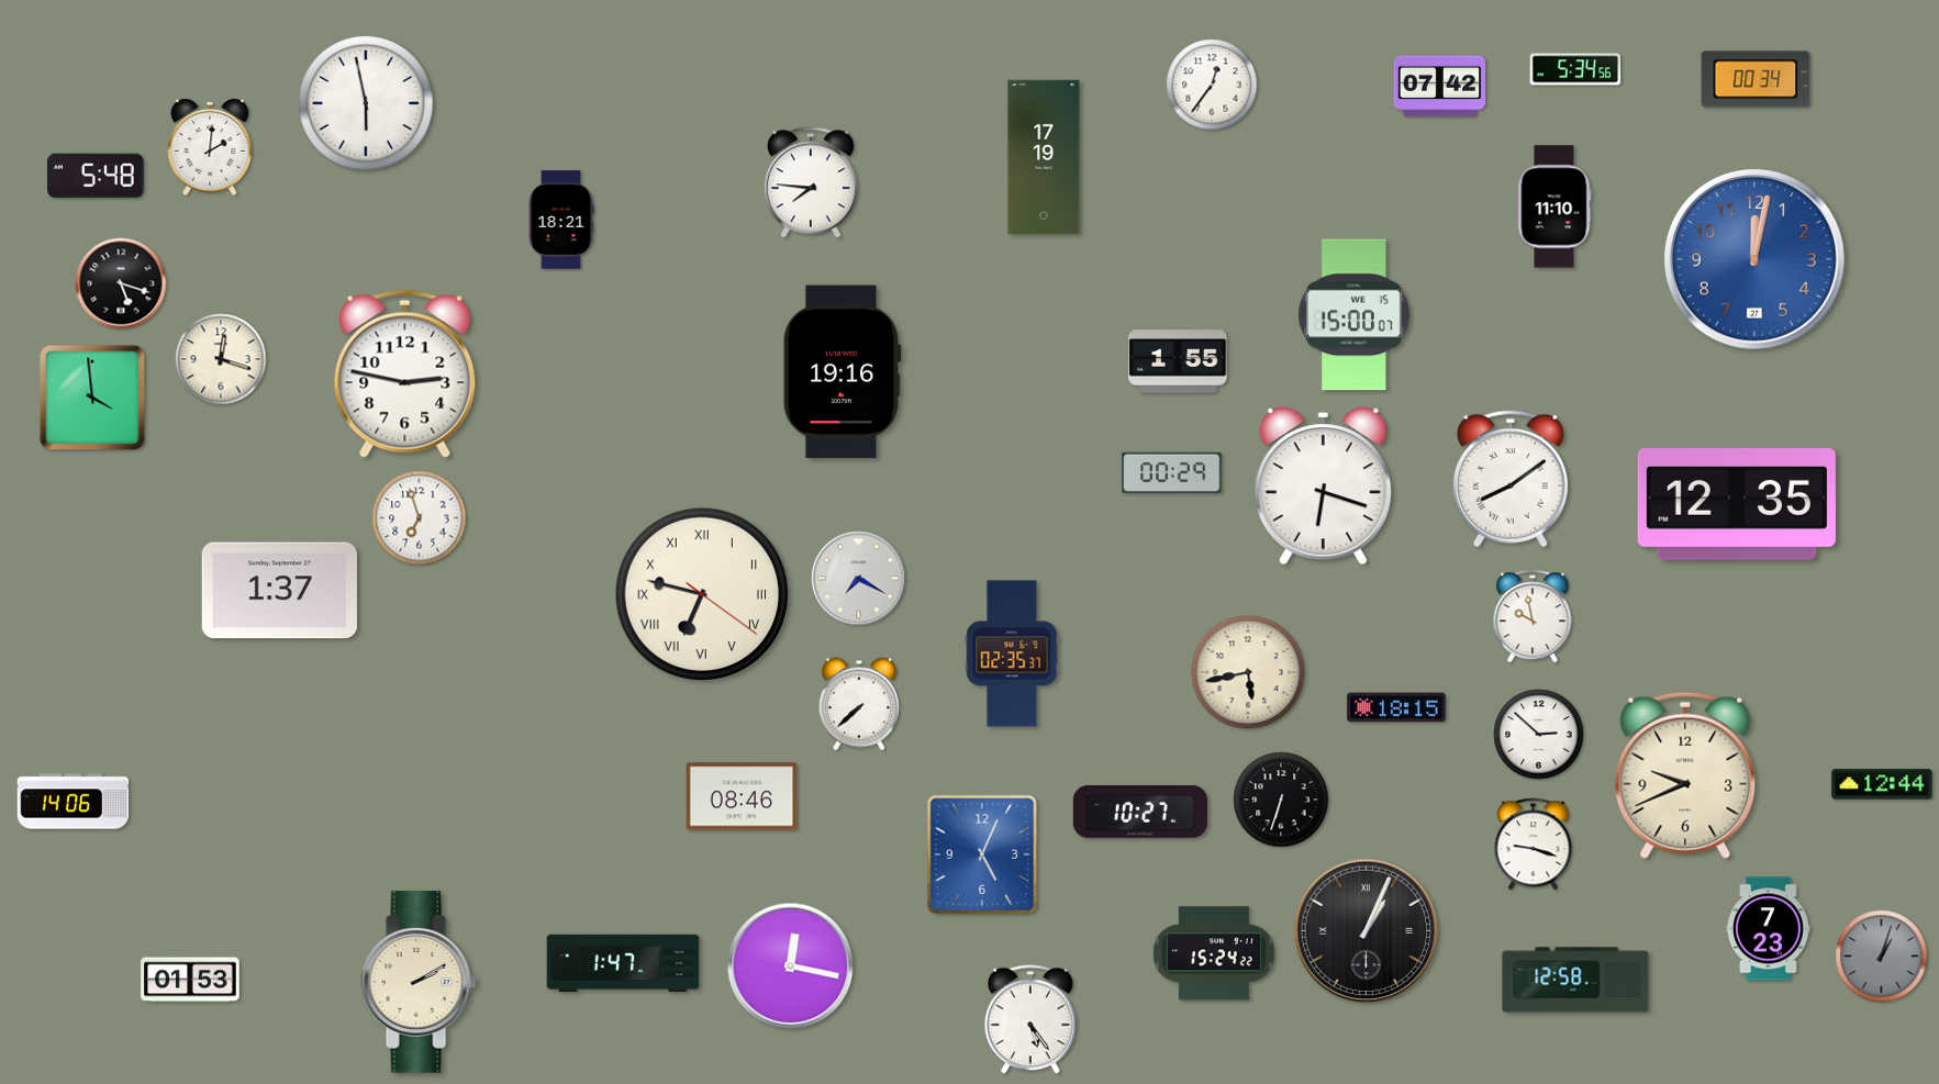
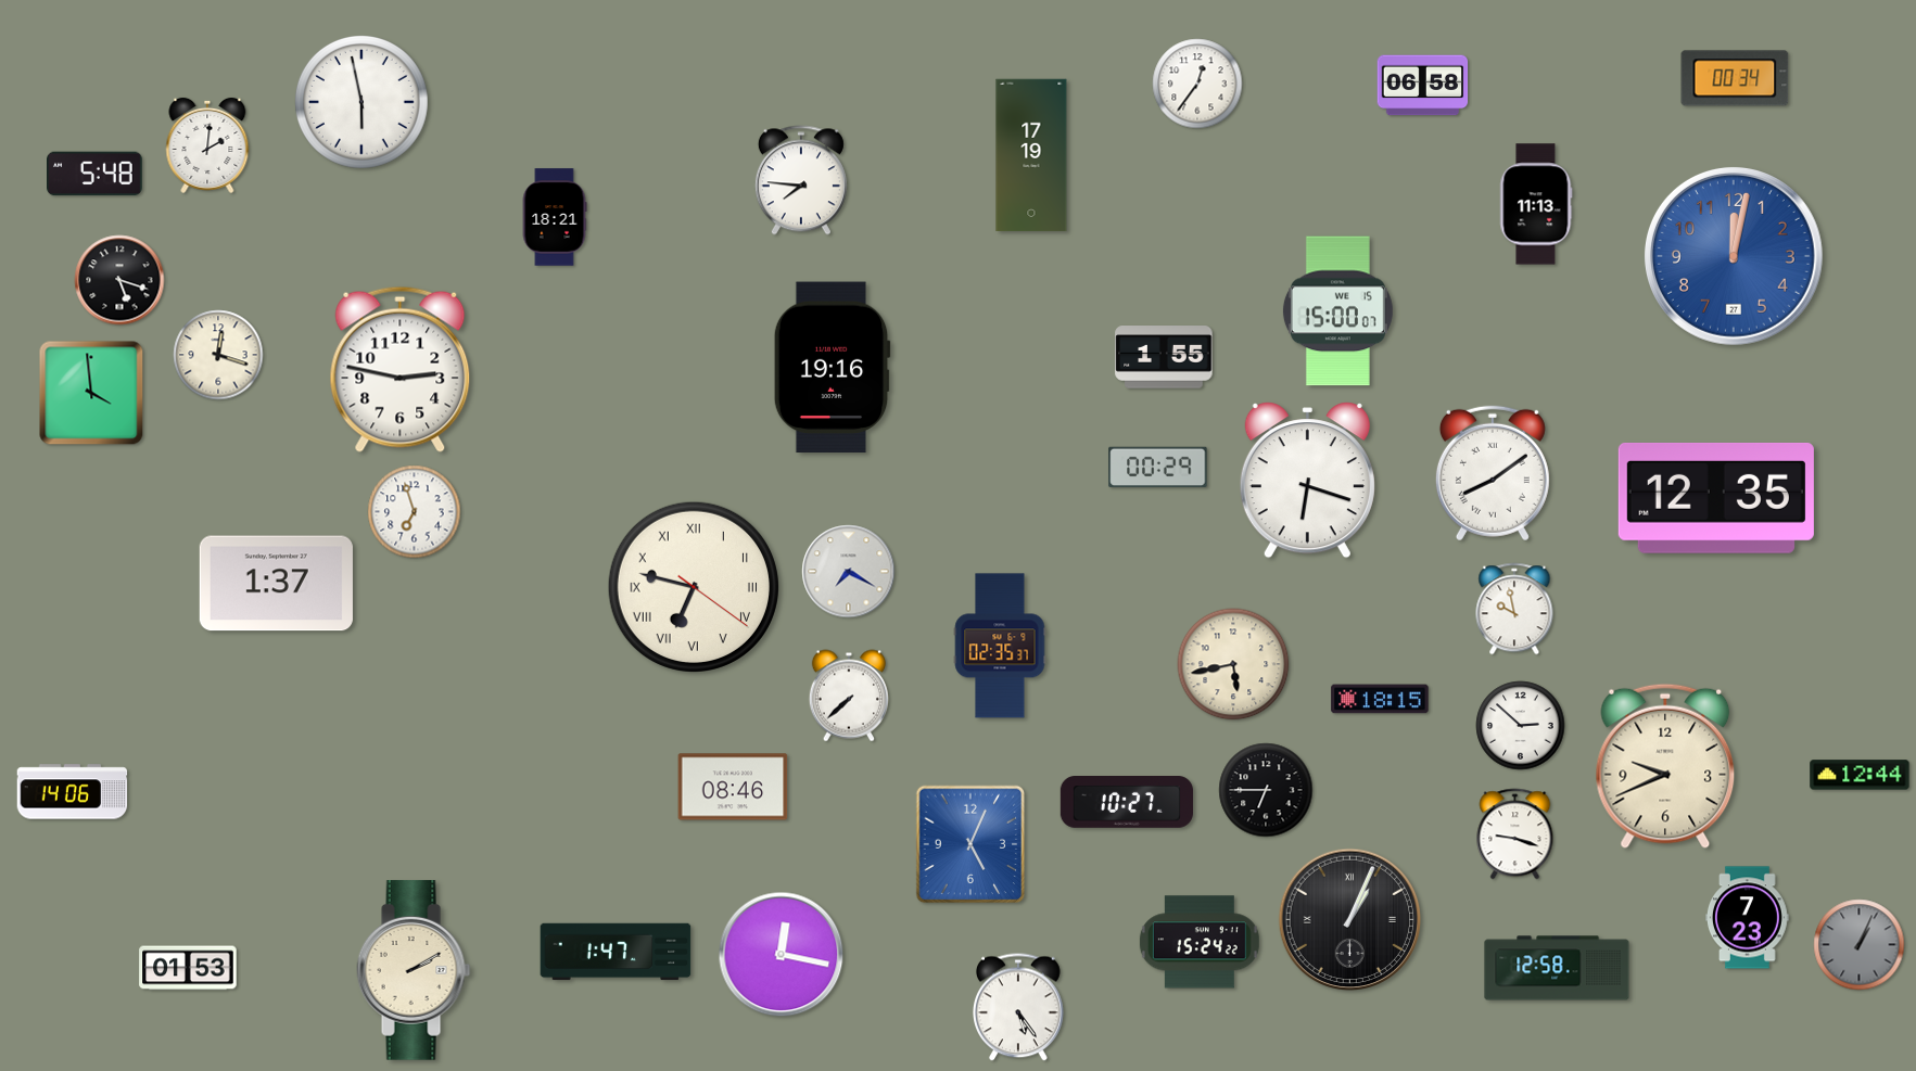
clock at (1575, 69): 5:34 -> none
clock at (1440, 87): 07:42 -> 06:58
clock at (1554, 206): 11:10 -> 11:13
clock at (1281, 800): 6:33 -> 6:45
clock at (1882, 957): 1:03 -> 1:04
